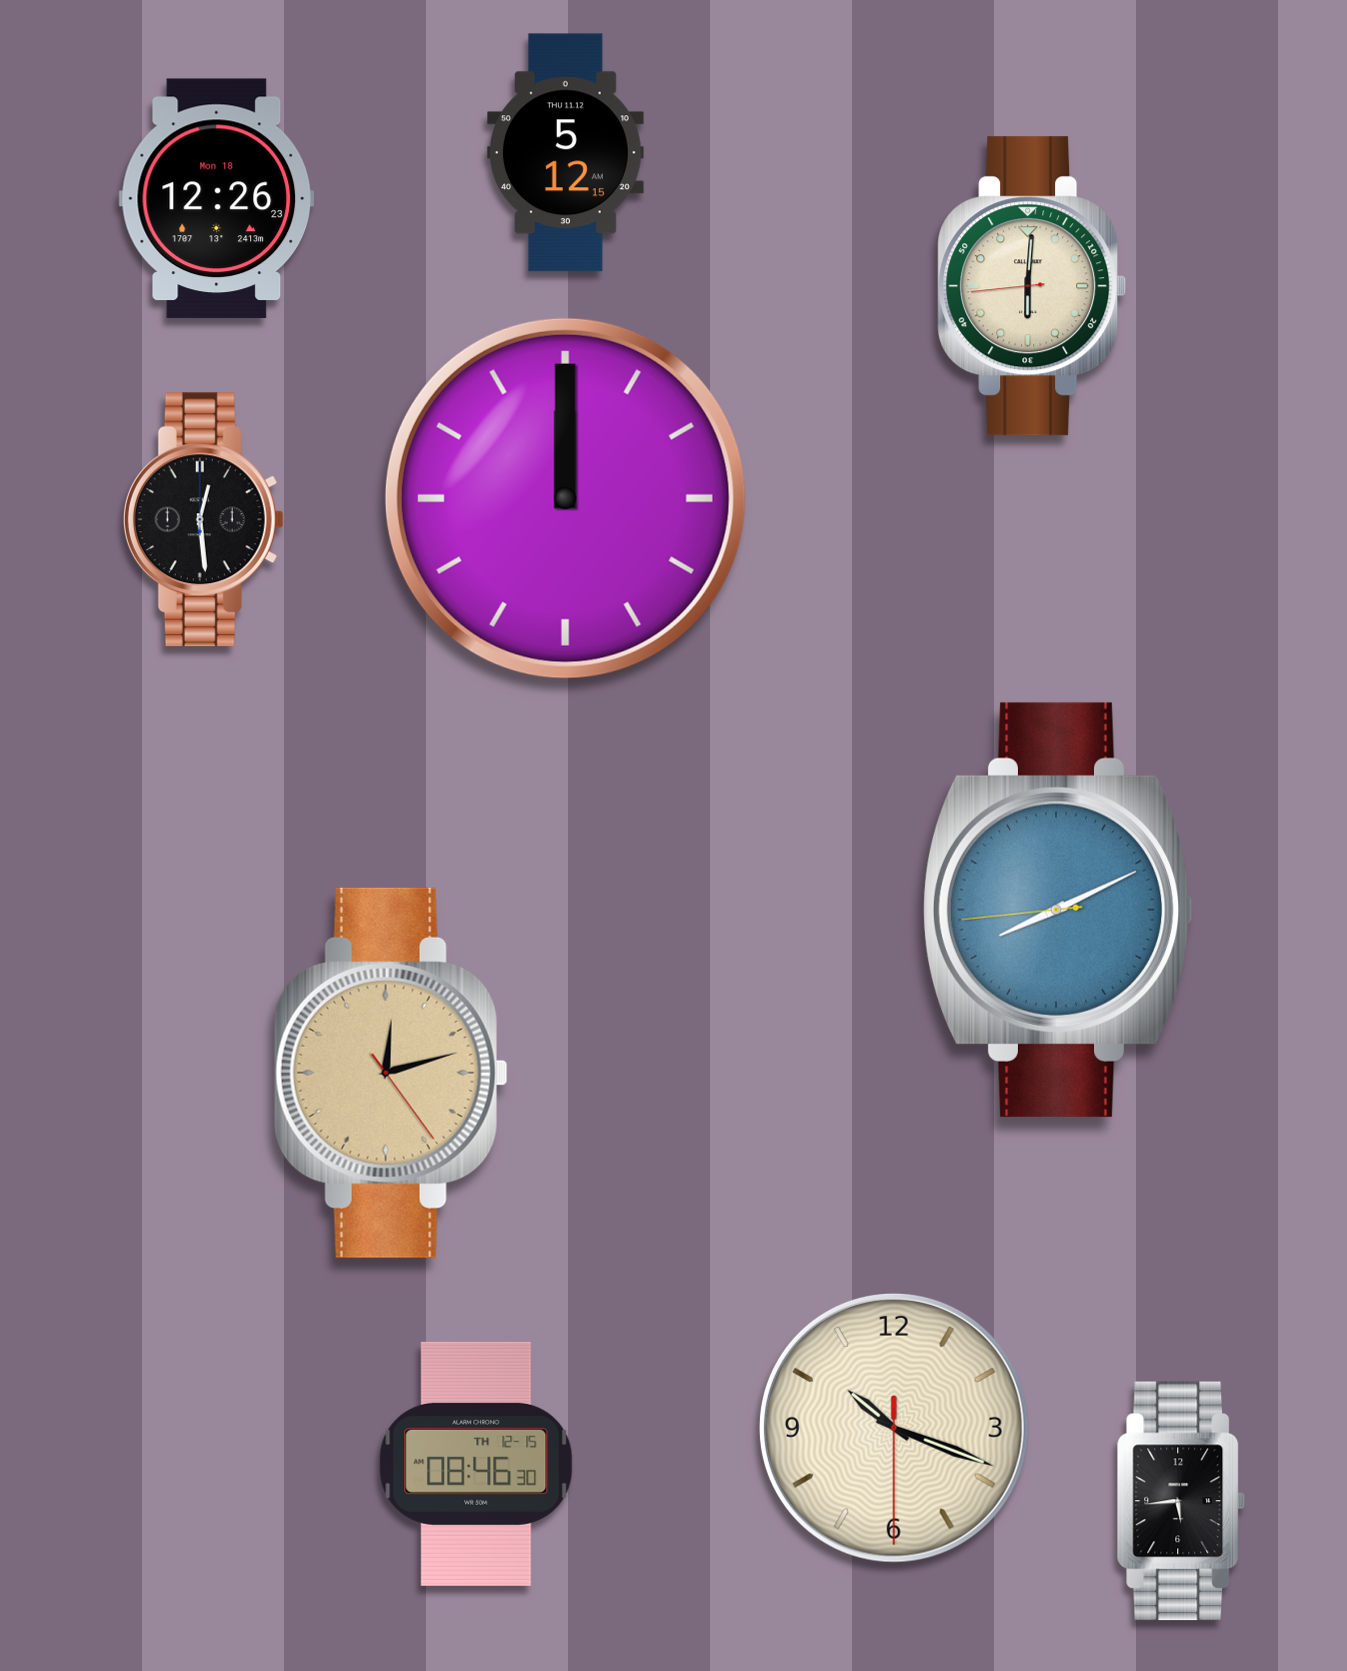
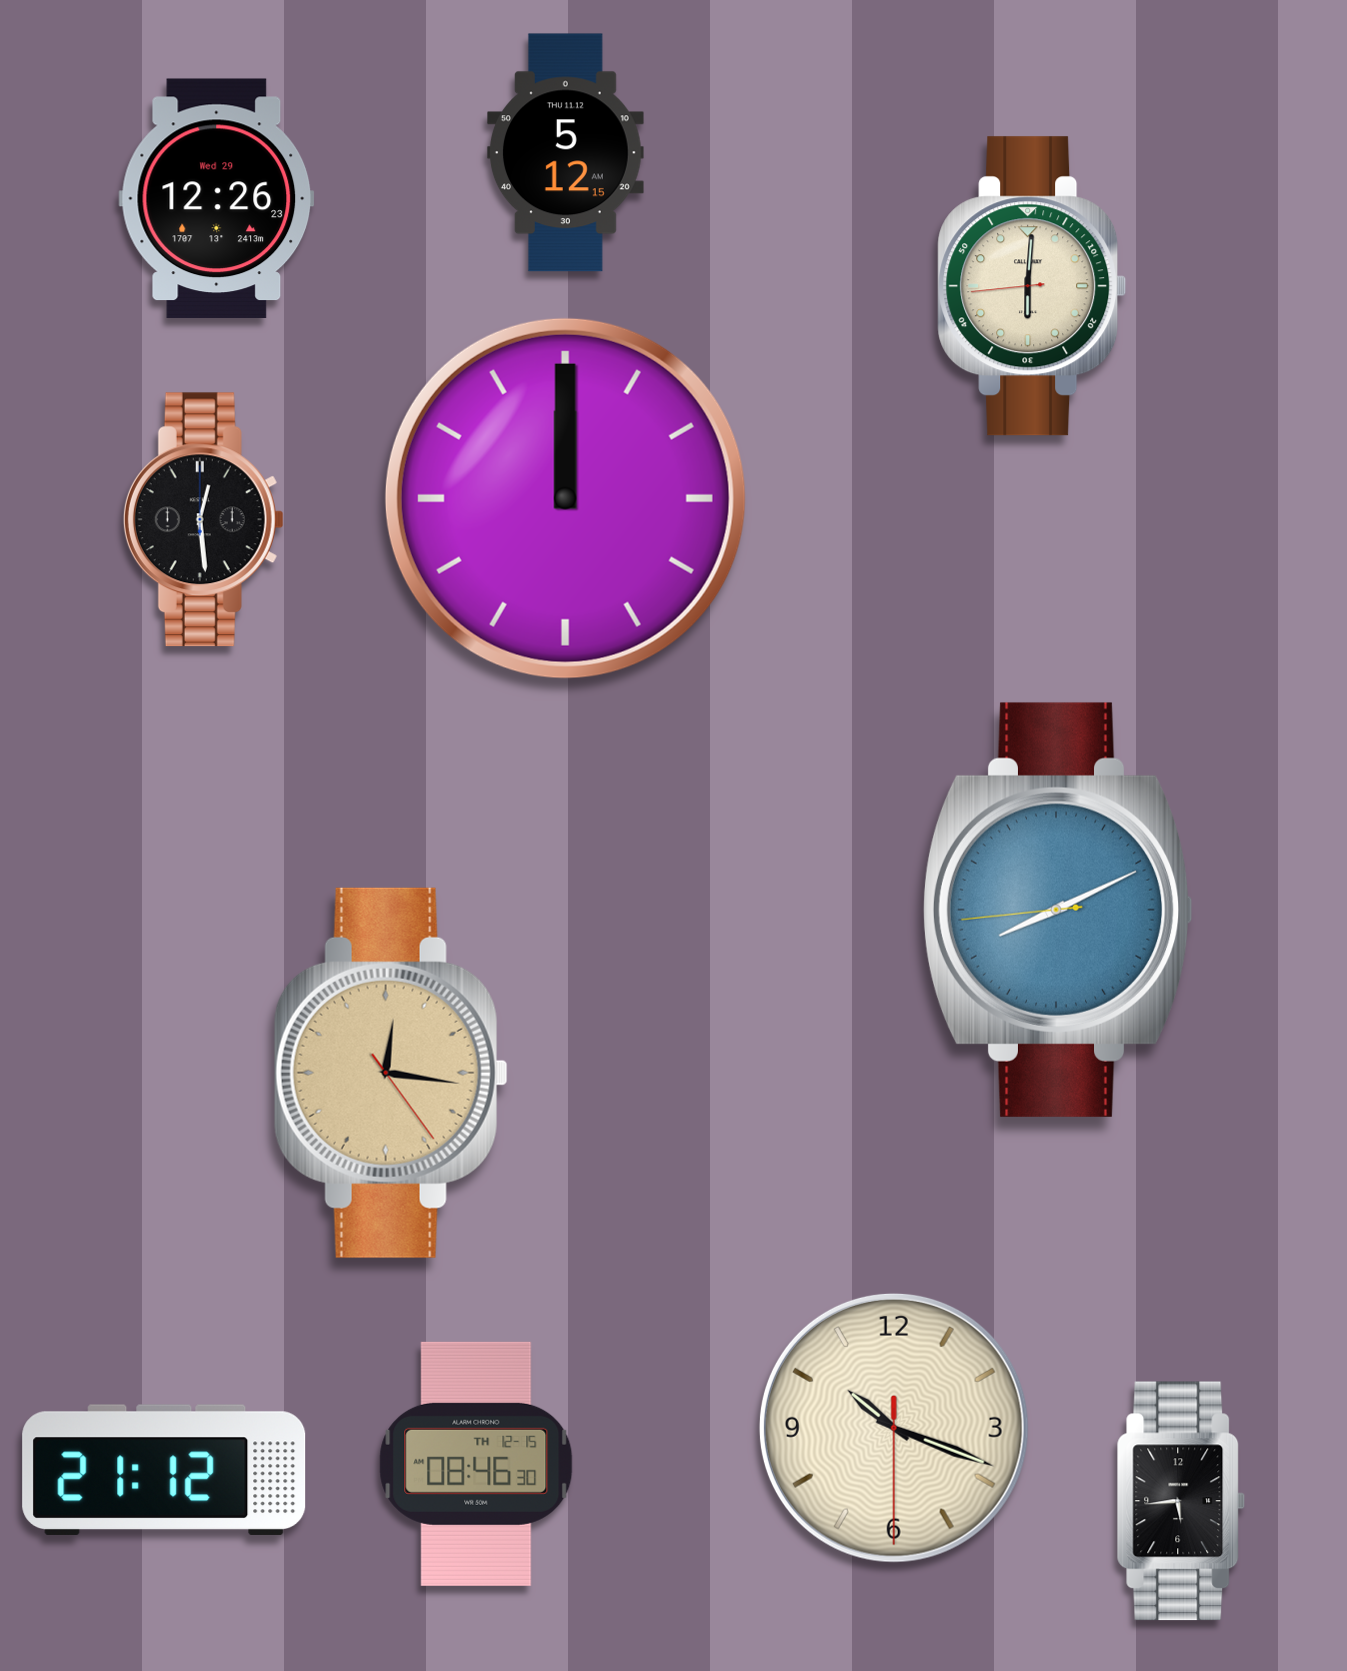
clock at (217, 199) date: Mon 18 -> Wed 29
clock at (391, 1073): 12:12 -> 12:16
clock at (164, 1470): none -> 21:12
